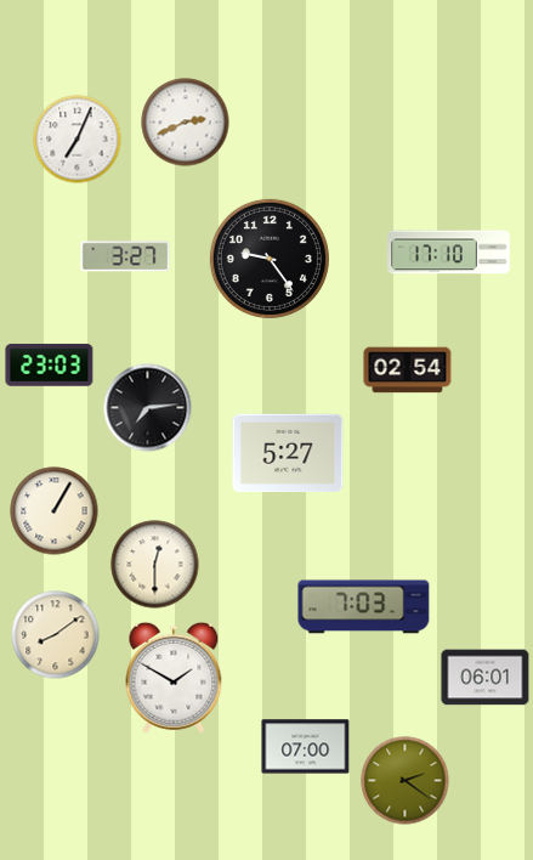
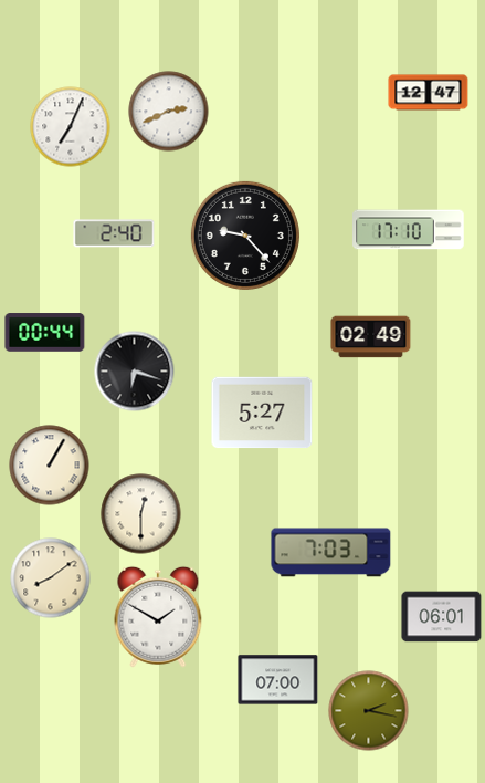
clock at (429, 93): none -> 12:47
clock at (125, 256): 3:27 -> 2:40
clock at (270, 259): 9:24 -> 9:23
clock at (50, 366): 23:03 -> 00:44
clock at (408, 370): 02:54 -> 02:49
clock at (148, 408): 7:14 -> 6:18
clock at (406, 781): 2:21 -> 2:17
